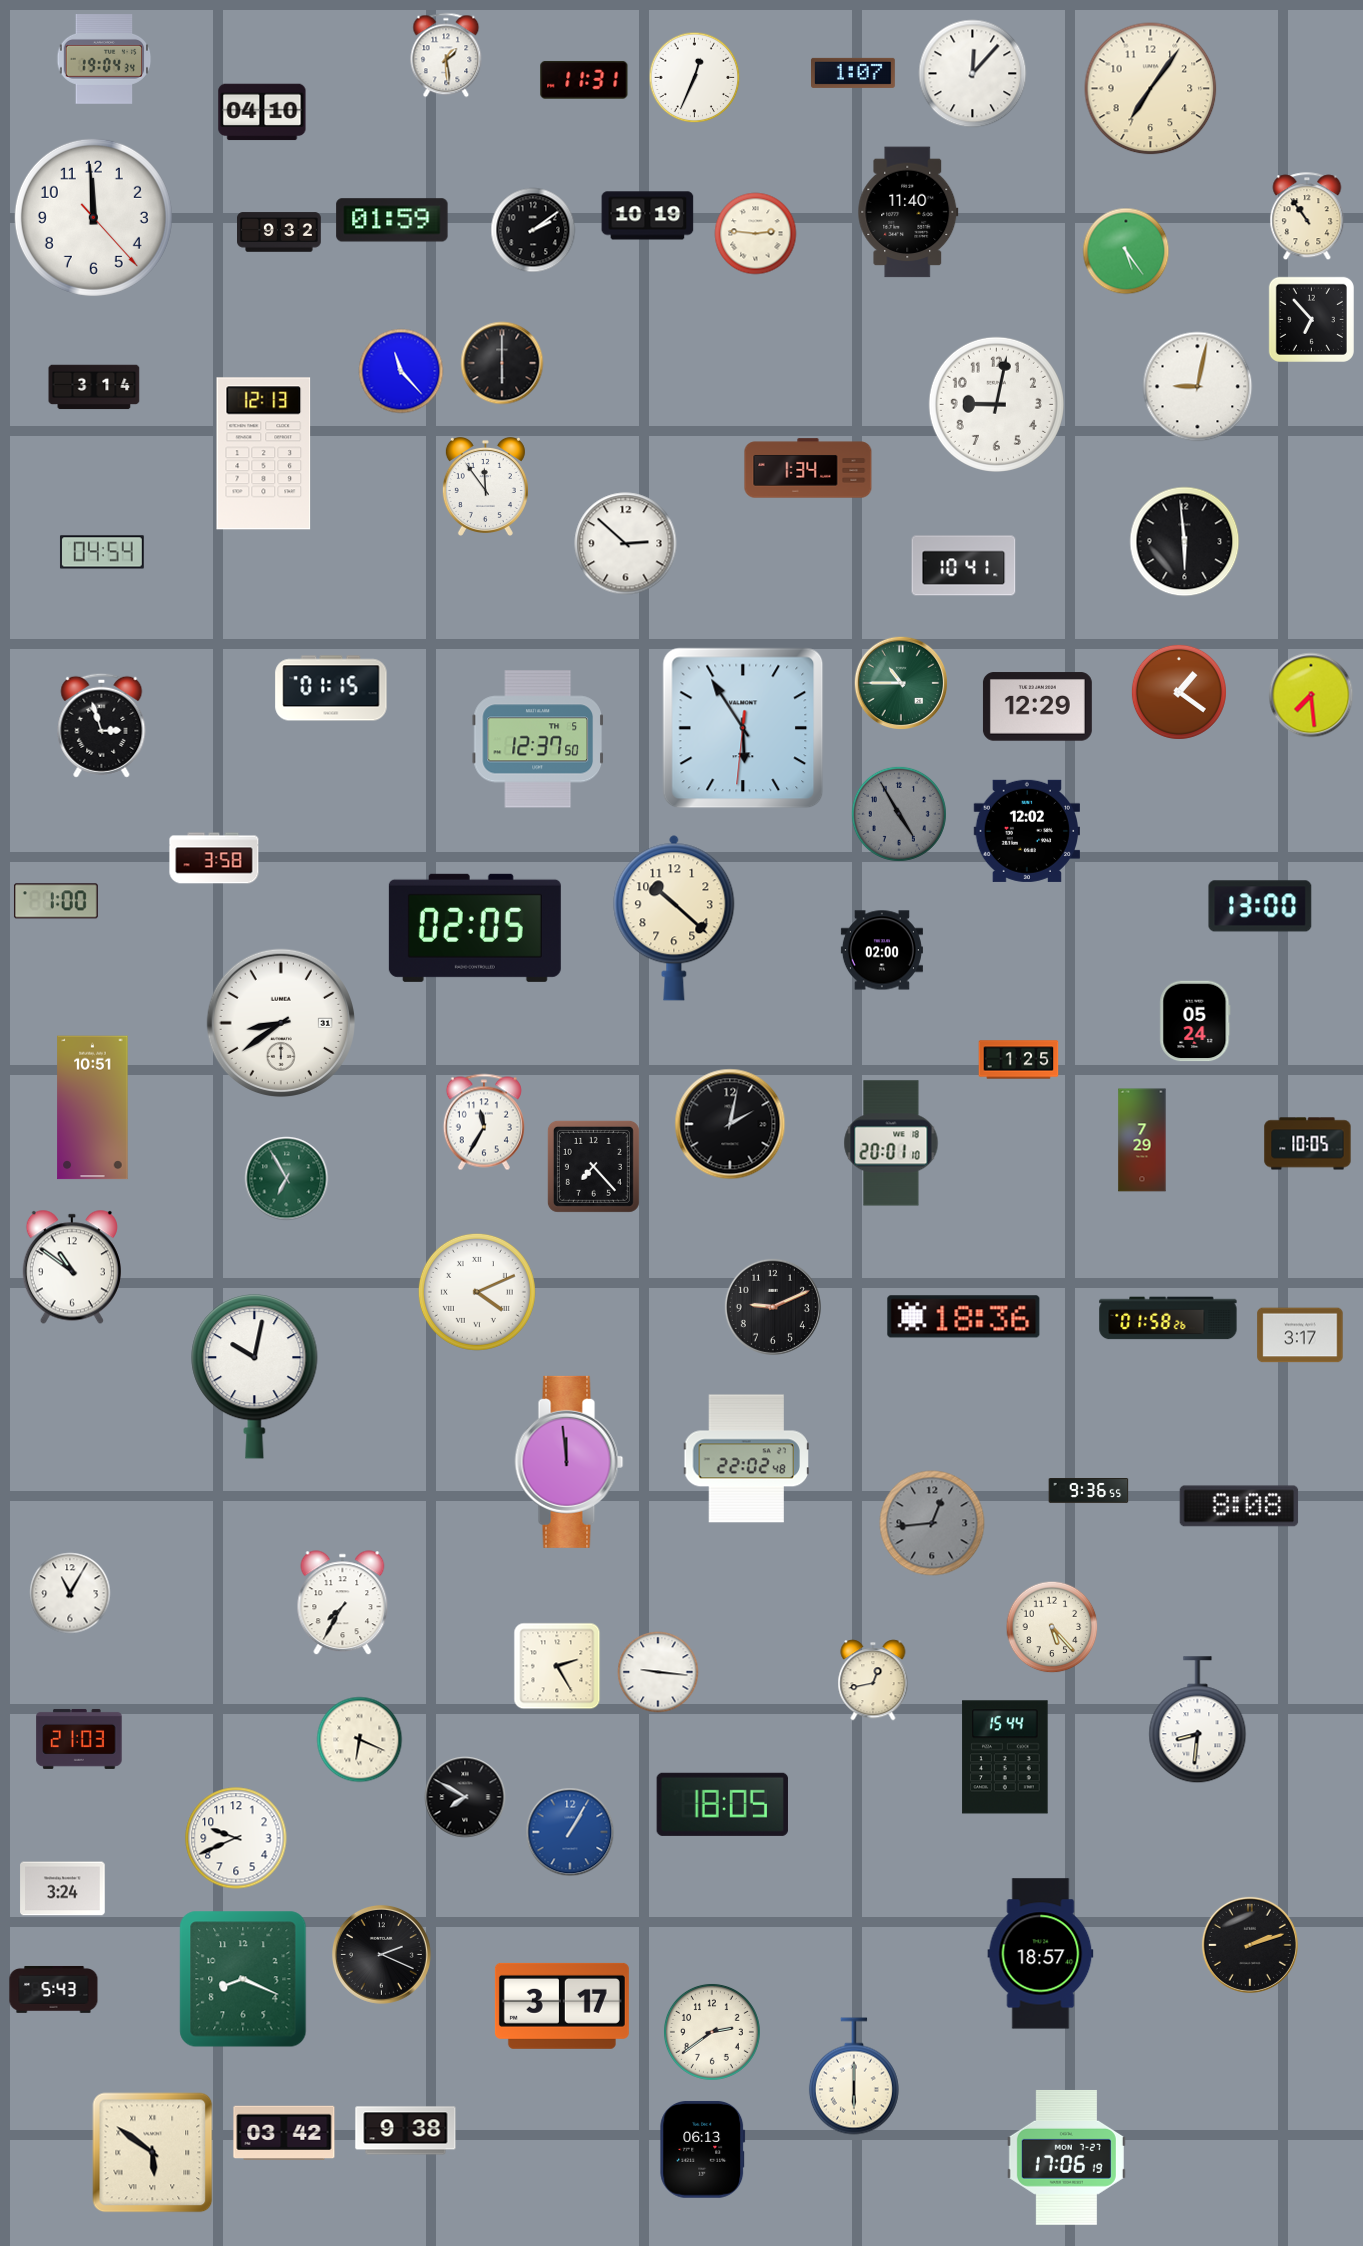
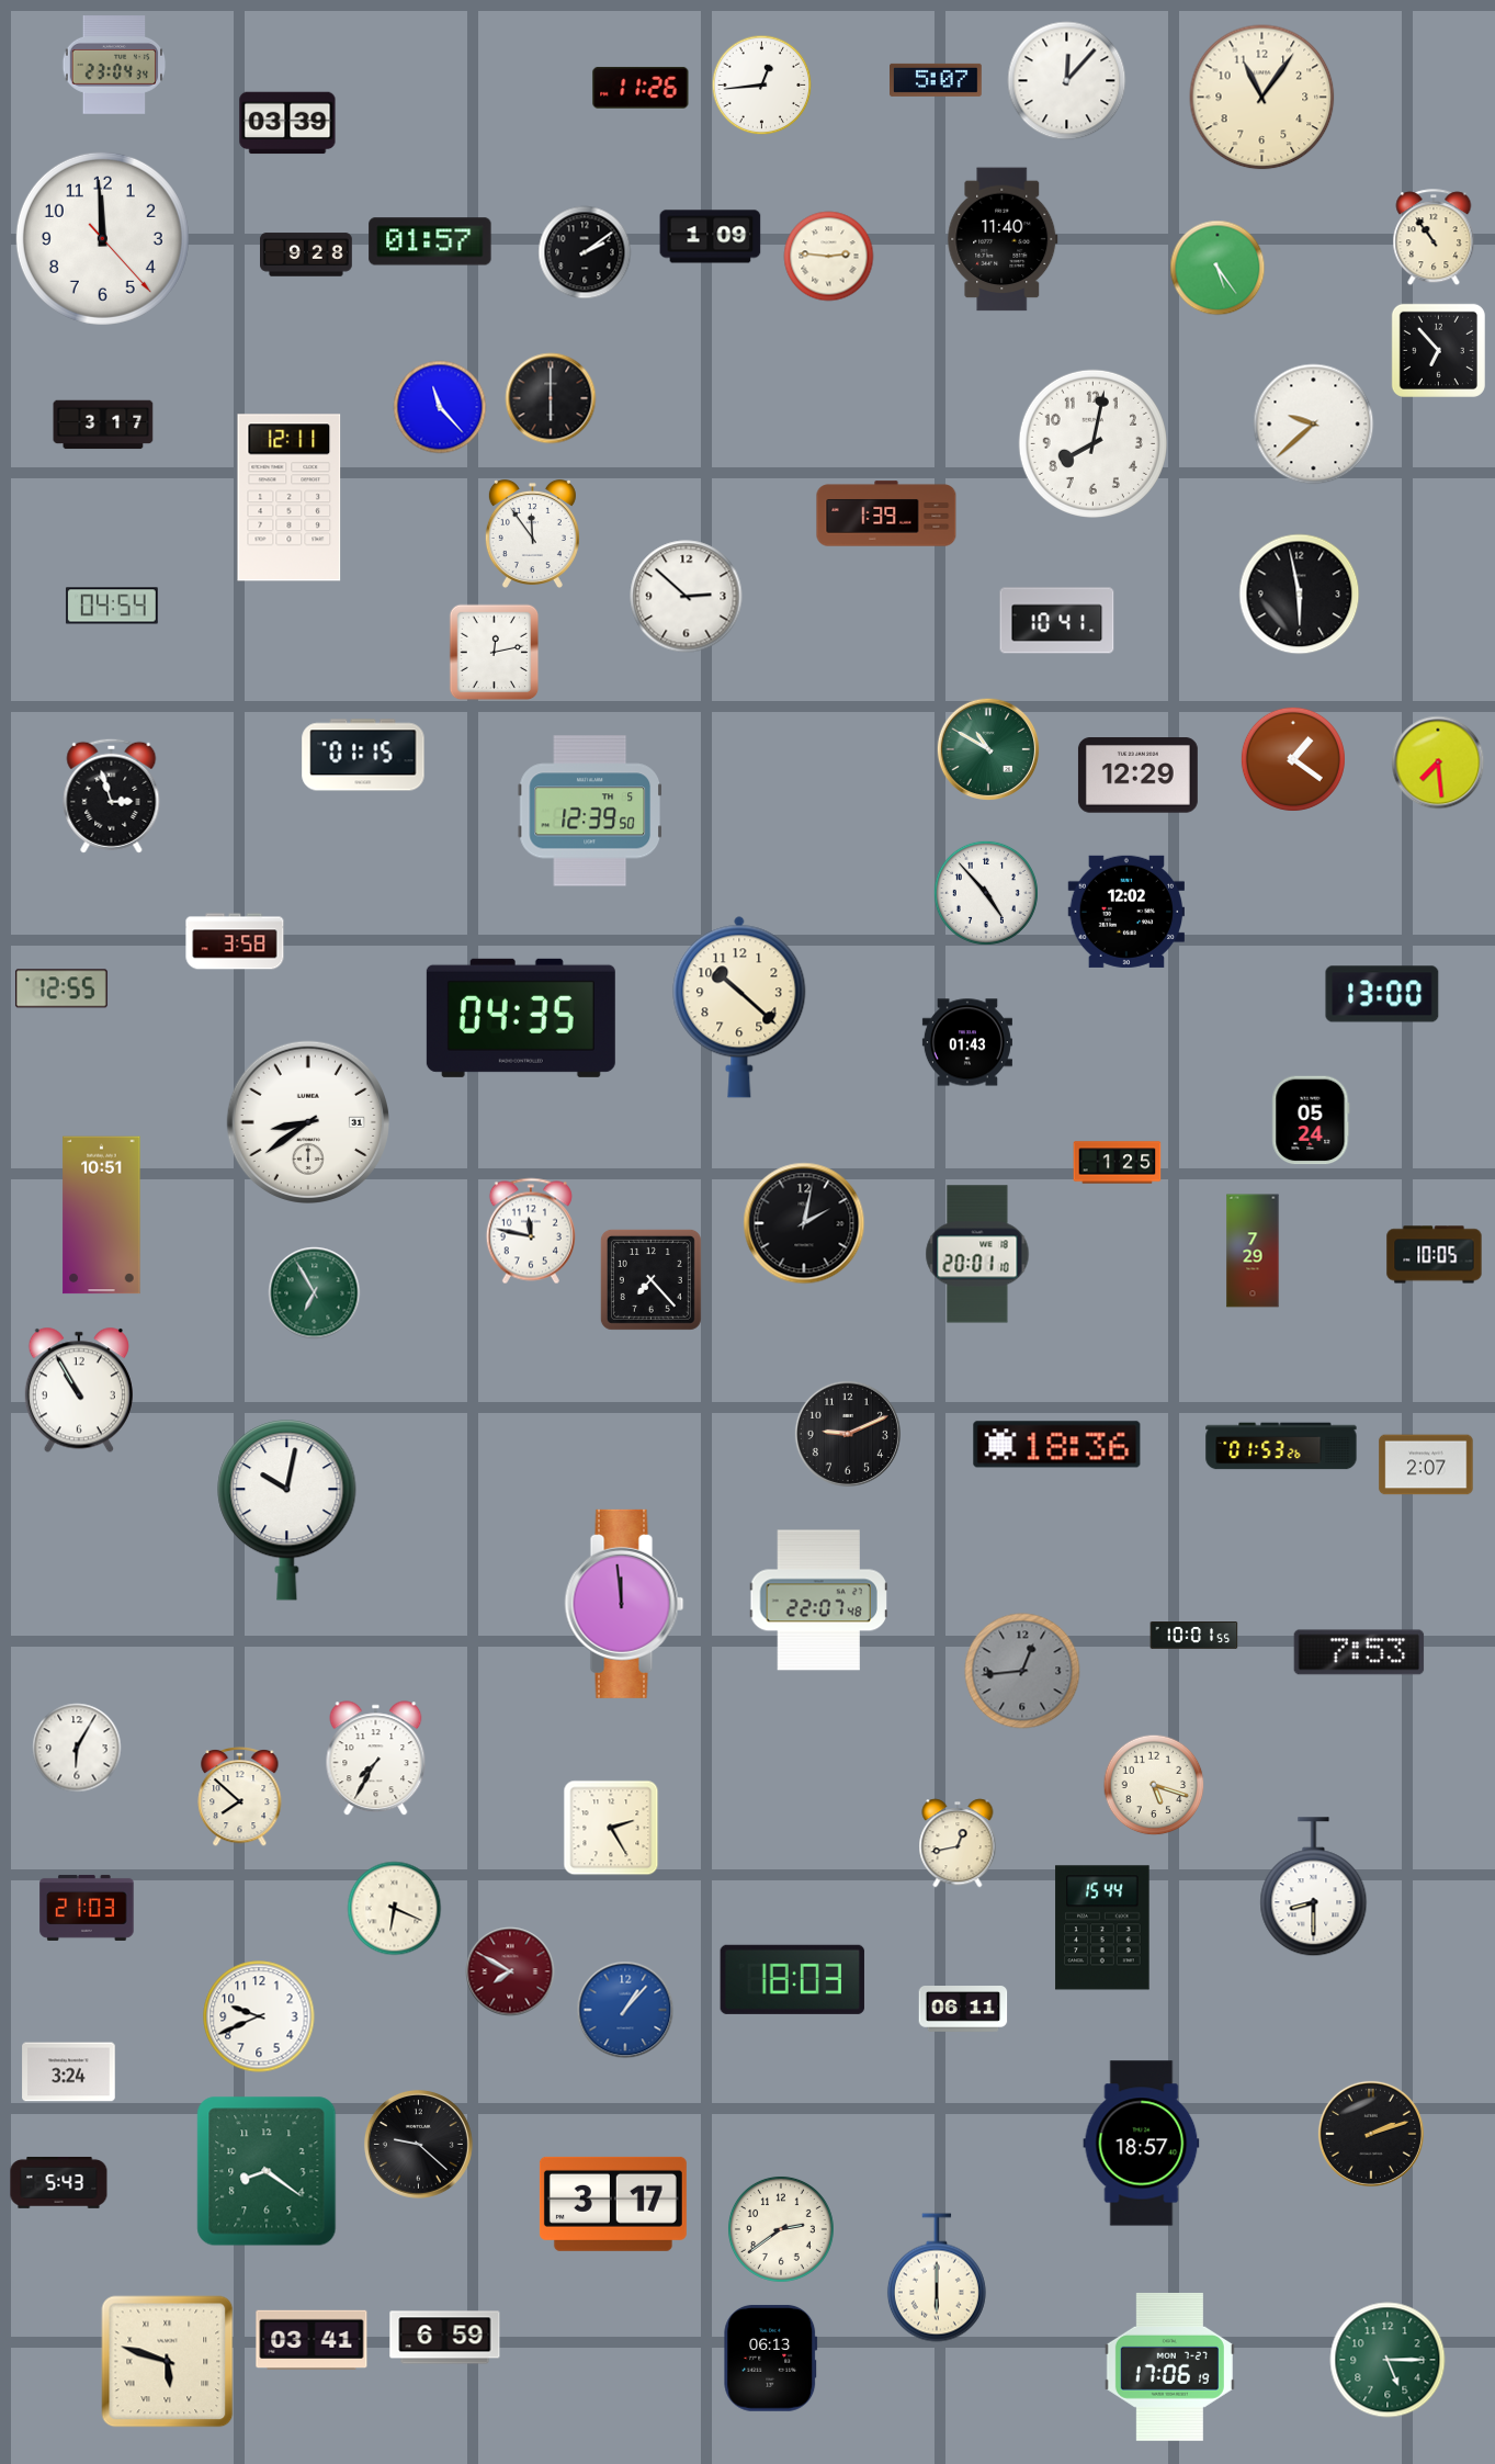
clock at (446, 55): 1:29 -> none
clock at (104, 60): 19:04 -> 23:04
clock at (854, 73): 1:07 -> 5:07
clock at (695, 78): 12:34 -> 12:44
clock at (584, 80): 11:31 -> 11:26
clock at (1151, 89): 7:06 -> 11:06
clock at (262, 112): 04:10 -> 03:39
clock at (908, 212) position: (908, 212) -> (1003, 239)
clock at (648, 216): 10:19 -> 1:09
clock at (392, 220): 01:59 -> 01:57
clock at (280, 232): 9:32 -> 9:28
clock at (1126, 251) position: (1126, 251) -> (1217, 268)
clock at (94, 387): 3:14 -> 3:17
clock at (1198, 387): 9:02 -> 9:38
clock at (996, 404): 9:02 -> 8:02
clock at (264, 454): 12:13 -> 12:11
clock at (808, 468): 1:34 -> 1:39
clock at (1185, 542): 5:59 -> 5:58
clock at (495, 653): none -> 12:13
clock at (901, 683): 10:45 -> 10:50
clock at (743, 728): 5:54 -> none
clock at (537, 739): 12:37 -> 12:39
clock at (899, 814): 4:55 -> 4:53
clock at (899, 814) dial: grey -> white
clock at (56, 901): 1:00 -> 12:55
clock at (475, 928): 02:05 -> 04:35
clock at (882, 950): 02:00 -> 01:43
clock at (484, 1122): 11:35 -> 11:47
clock at (730, 1124) position: (730, 1124) -> (804, 1223)
clock at (72, 1267): 10:51 -> 10:55
clock at (477, 1292): 4:11 -> none
clock at (1168, 1318): 01:58 -> 01:53
clock at (1300, 1335): 3:17 -> 2:07
clock at (255, 1377) position: (255, 1377) -> (287, 1511)
clock at (746, 1459): 22:02 -> 22:07
clock at (1089, 1491): 9:36 -> 10:01
clock at (1239, 1506): 8:08 -> 7:53
clock at (70, 1593): 11:05 -> 6:05
clock at (1052, 1627): 5:23 -> 5:18
clock at (240, 1796): none -> 7:52
clock at (658, 1672): 9:16 -> none
clock at (1198, 1720): 8:31 -> 8:30
clock at (465, 1797) dial: black -> burgundy
clock at (722, 1804): 18:05 -> 18:03
clock at (570, 1832): 1:05 -> 1:07
clock at (963, 2010): none -> 06:11
clock at (381, 1954): 2:19 -> 9:22
clock at (243, 1979): 8:19 -> 8:21
clock at (562, 2006) position: (562, 2006) -> (613, 2204)
clock at (406, 2131): 9:38 -> 6:59
clock at (284, 2132): 03:42 -> 03:41
clock at (1388, 2360): none -> 5:15
clock at (153, 2153): 5:51 -> 5:48
